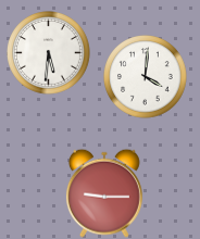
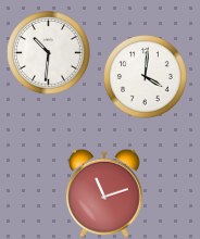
clock at (49, 53): 5:31 -> 10:31
clock at (104, 193): 9:15 -> 11:12
